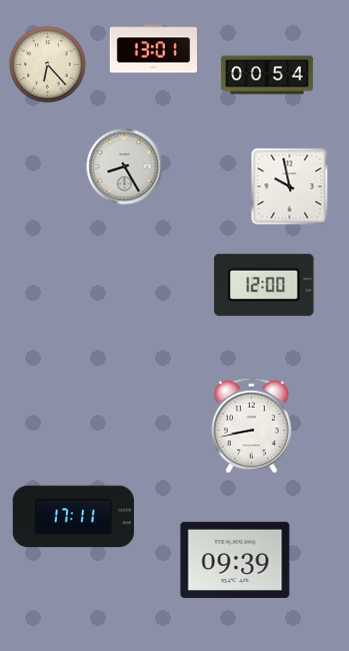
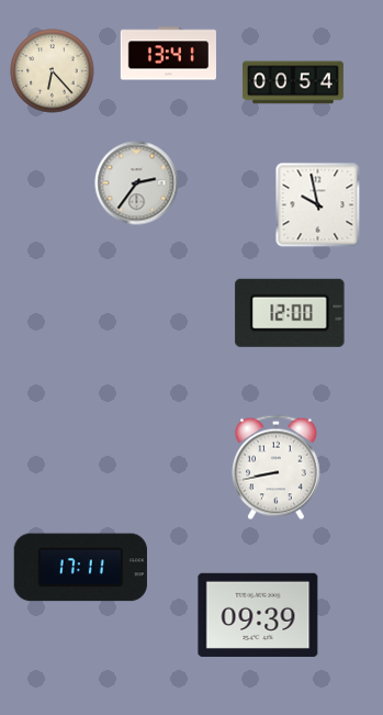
clock at (153, 49): 13:01 -> 13:41
clock at (125, 167): 8:25 -> 2:36
